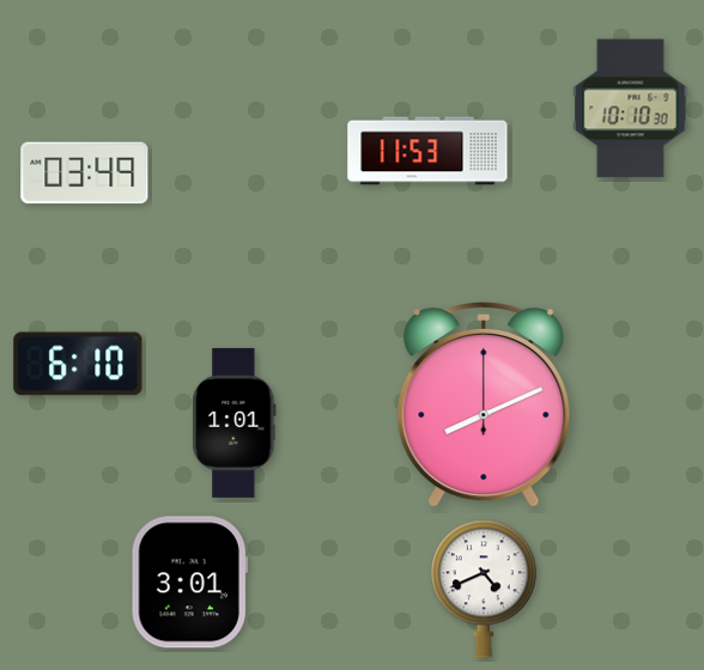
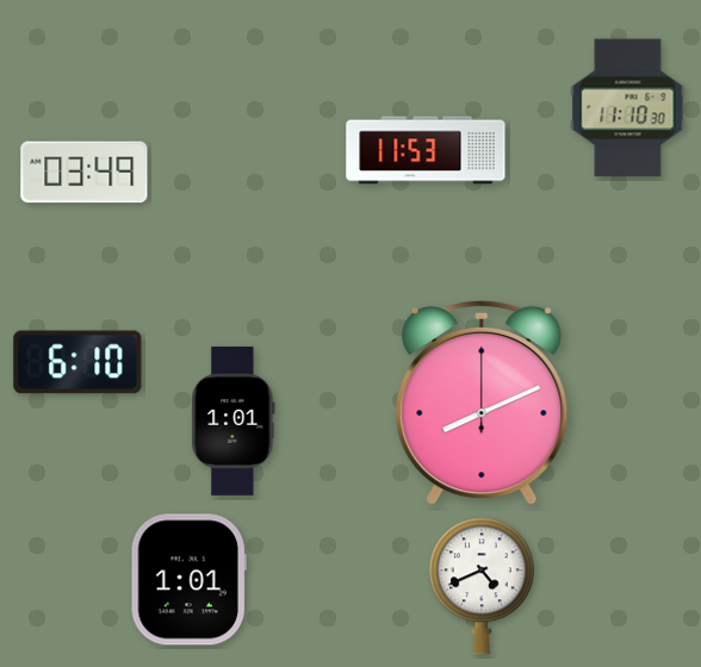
clock at (631, 109): 10:10 -> 11:10
clock at (189, 583): 3:01 -> 1:01
